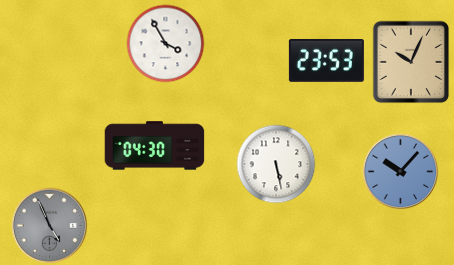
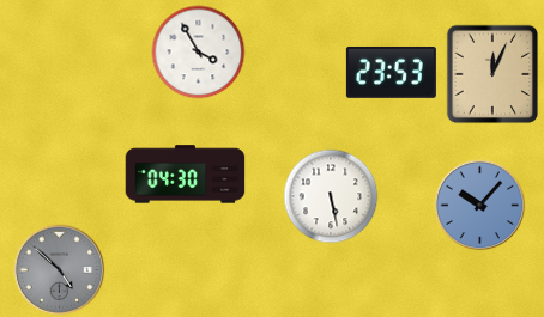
clock at (411, 62): 10:04 -> 12:04
clock at (50, 226): 4:56 -> 4:52
